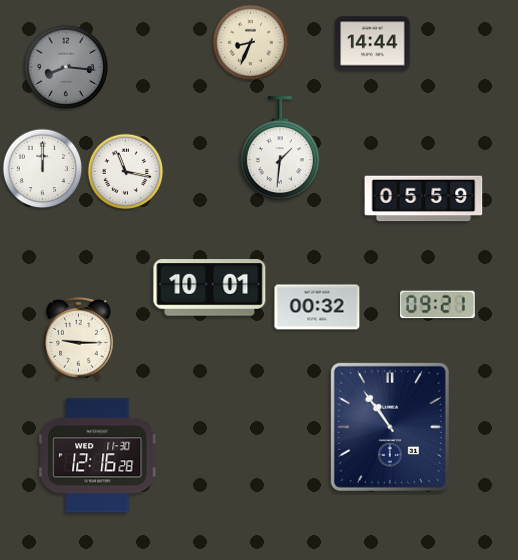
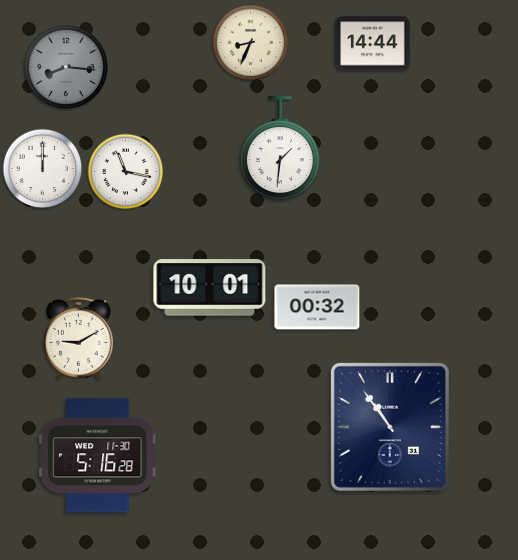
clock at (424, 199): 05:59 -> none
clock at (438, 305): 09:21 -> none
clock at (79, 339): 9:15 -> 9:10
clock at (98, 456): 12:16 -> 5:16
